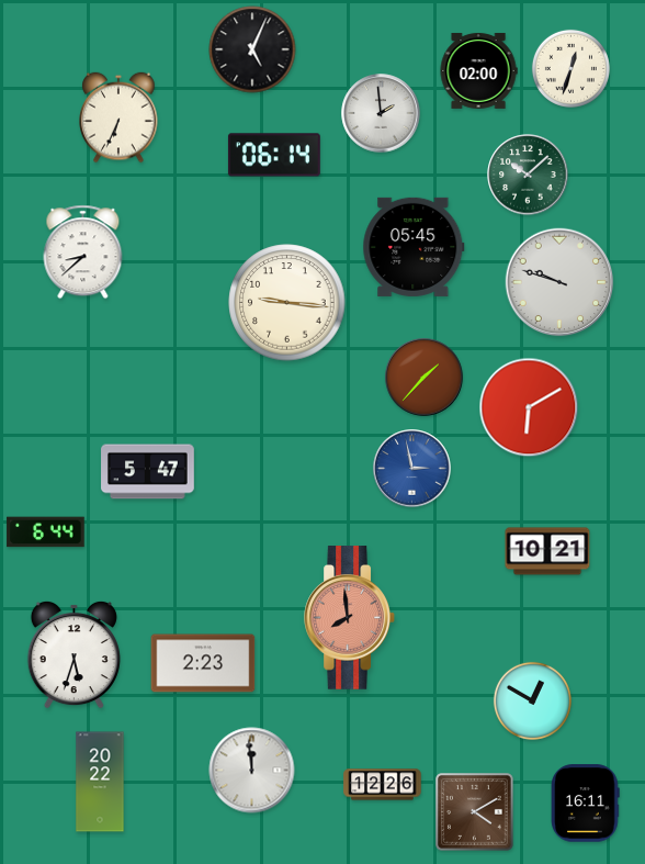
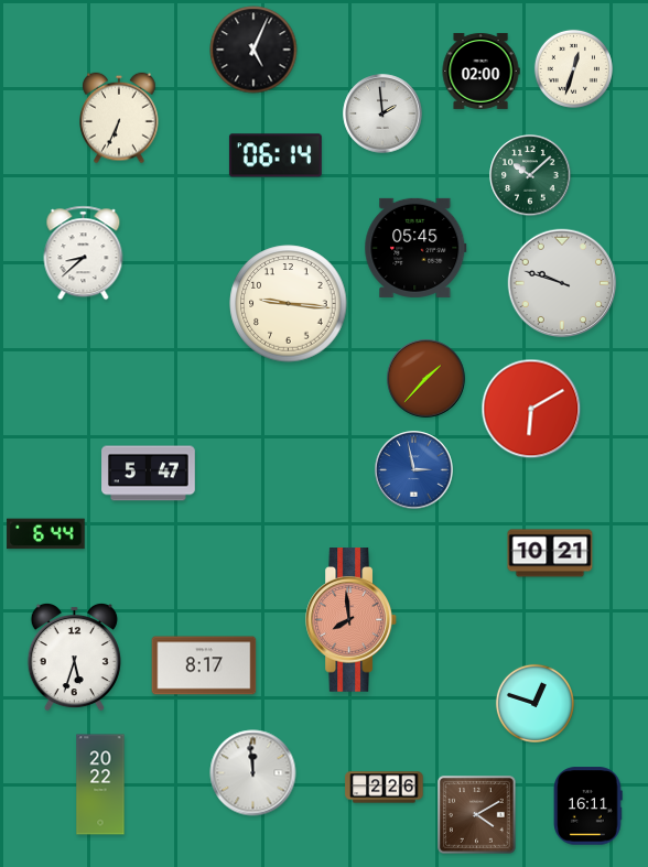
clock at (203, 663): 2:23 -> 8:17
clock at (532, 700): 12:50 -> 12:48
clock at (383, 785): 12:26 -> 2:26
